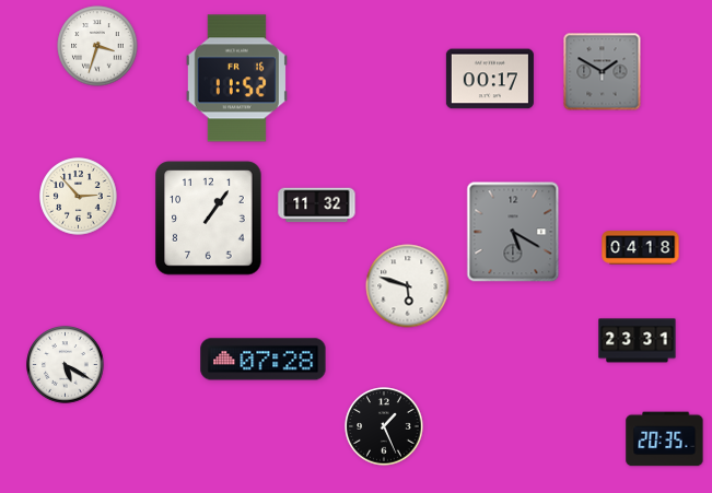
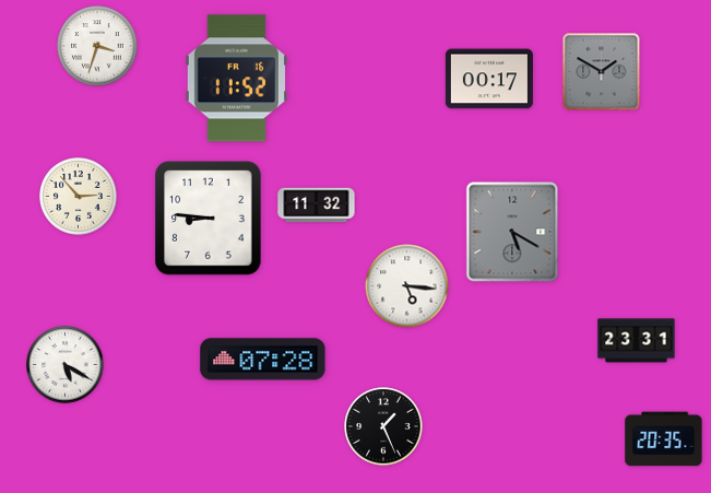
clock at (209, 219): 1:06 -> 8:46
clock at (641, 248): 04:18 -> none
clock at (408, 286): 5:48 -> 5:16
